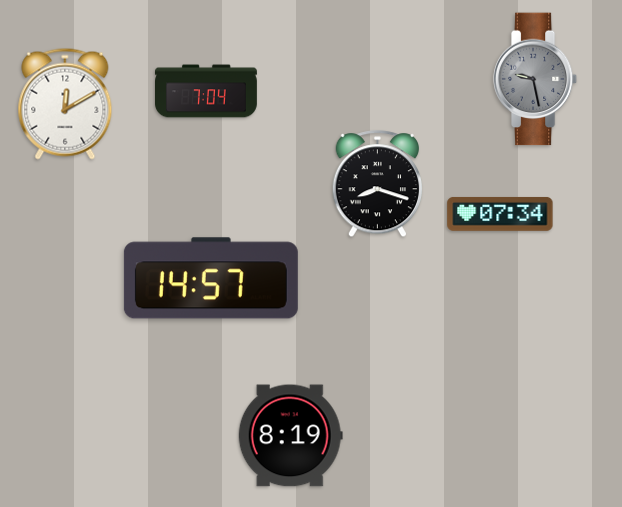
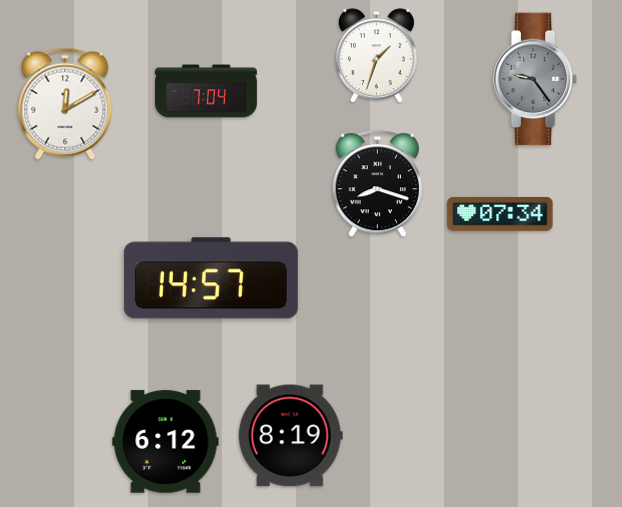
clock at (376, 56): none -> 1:33
clock at (535, 79): 9:28 -> 9:24
clock at (166, 442): none -> 6:12
